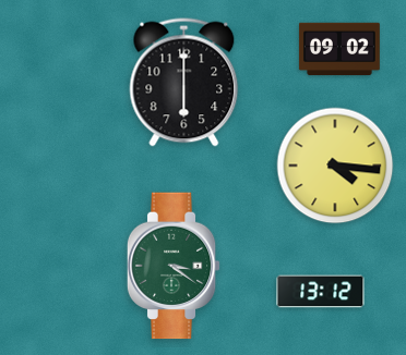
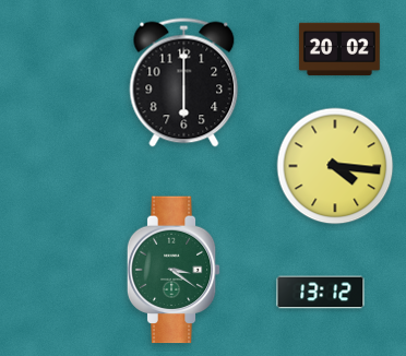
clock at (339, 49): 09:02 -> 20:02
clock at (174, 266) position: (174, 266) -> (174, 270)
